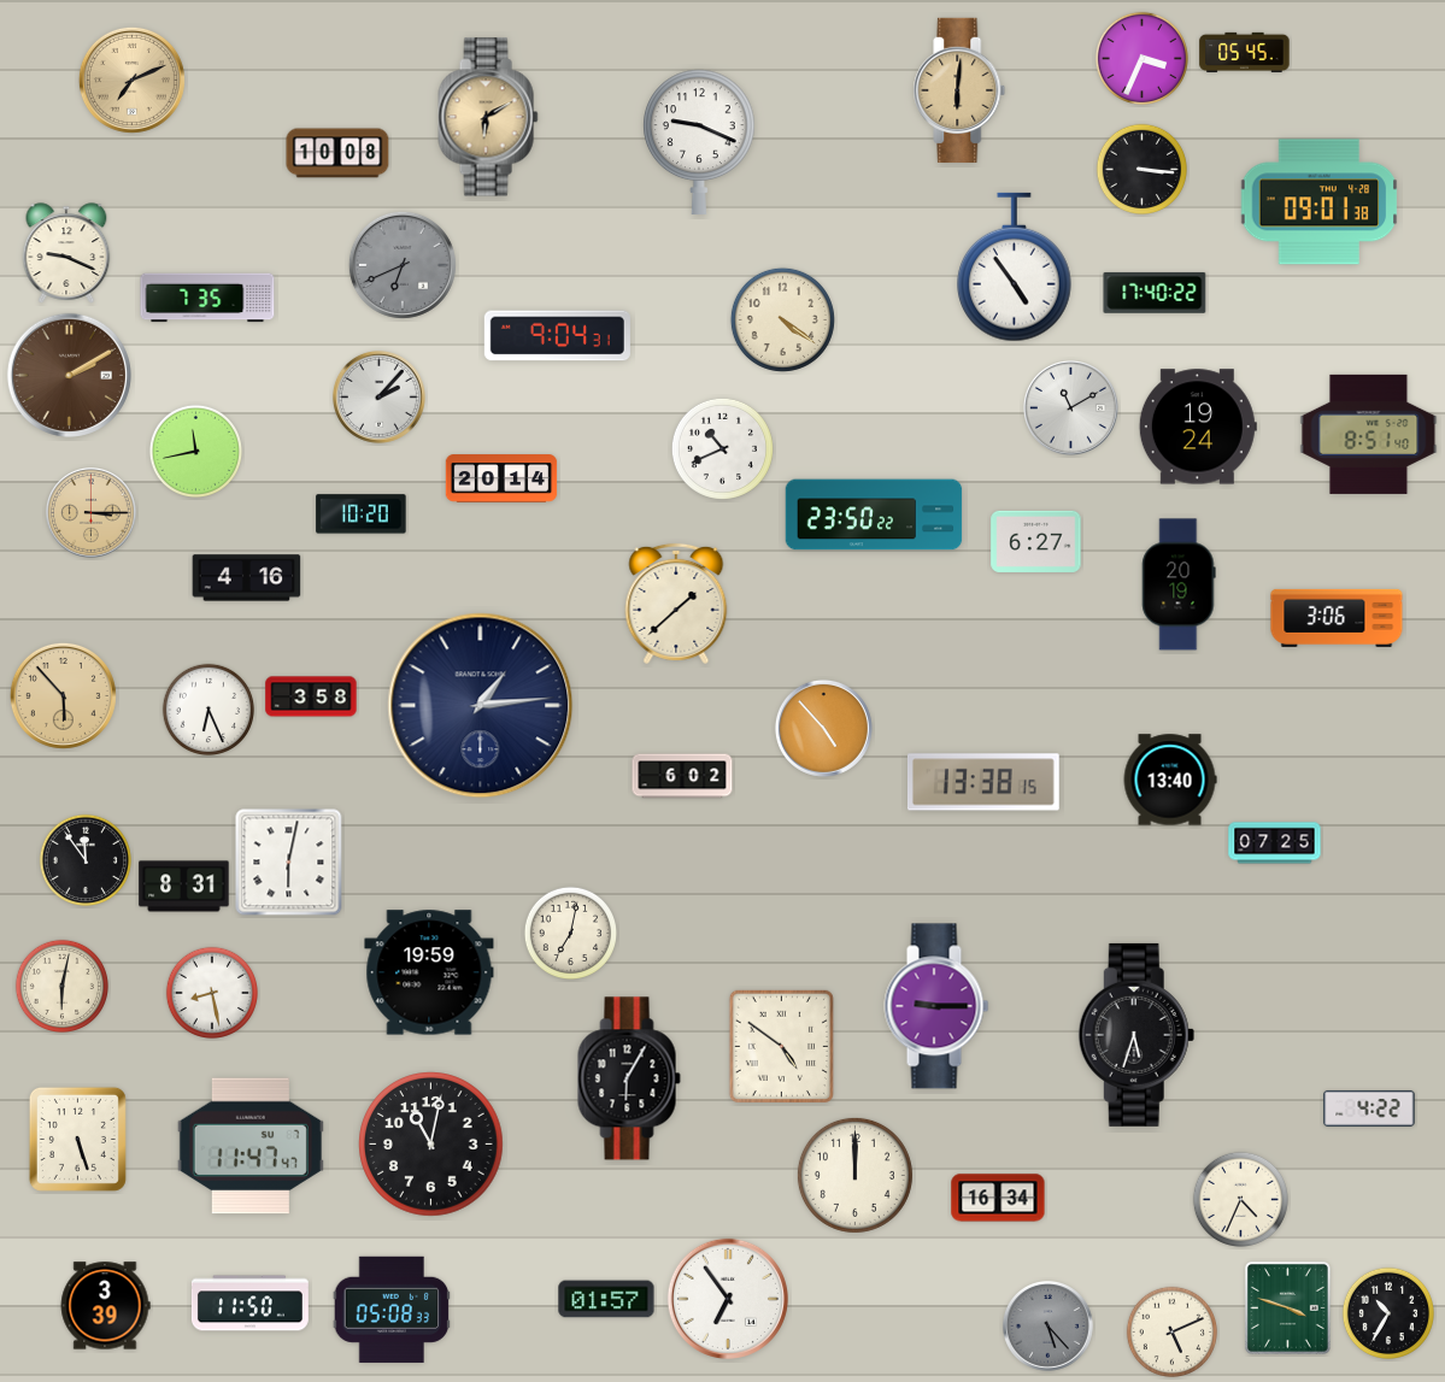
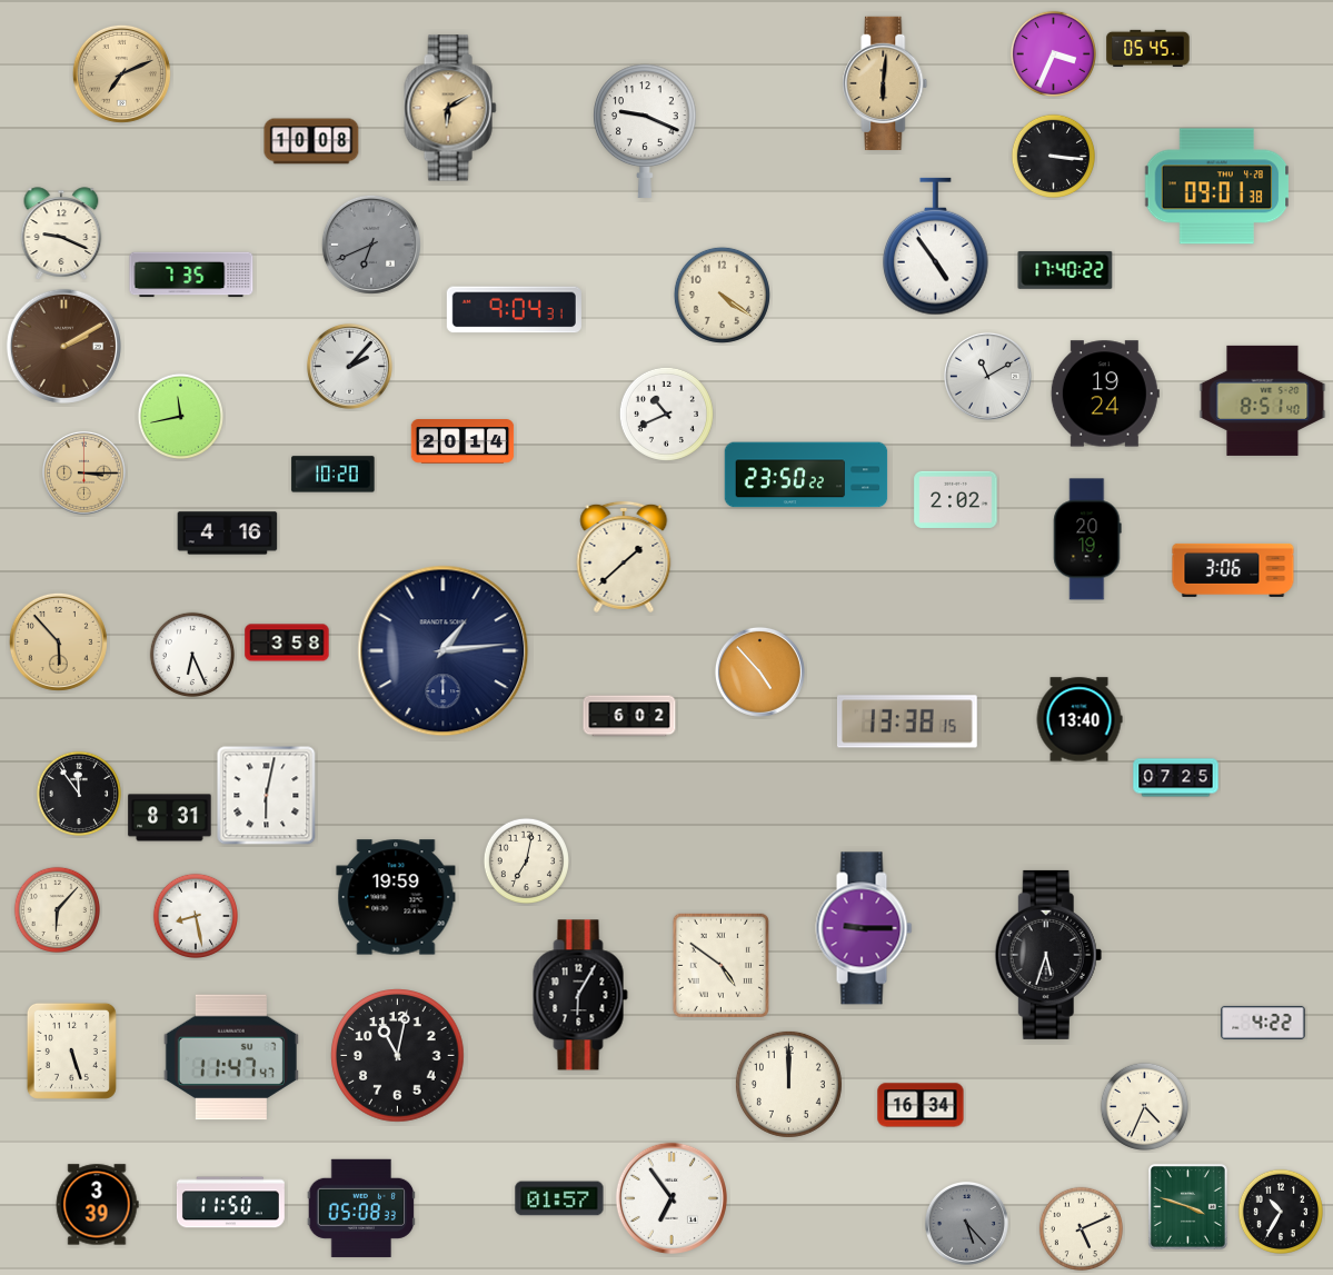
clock at (1036, 541): 6:27 -> 2:02
clock at (61, 986): 6:02 -> 6:07
